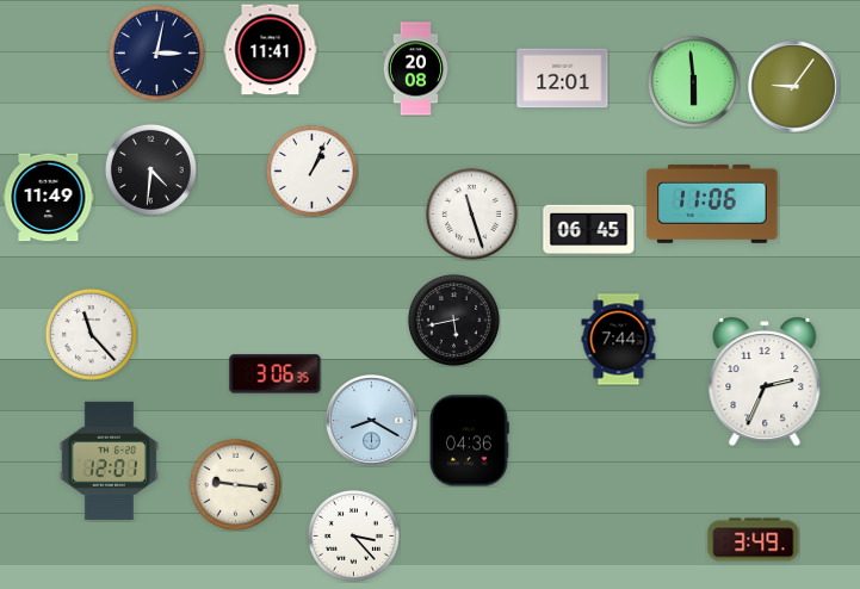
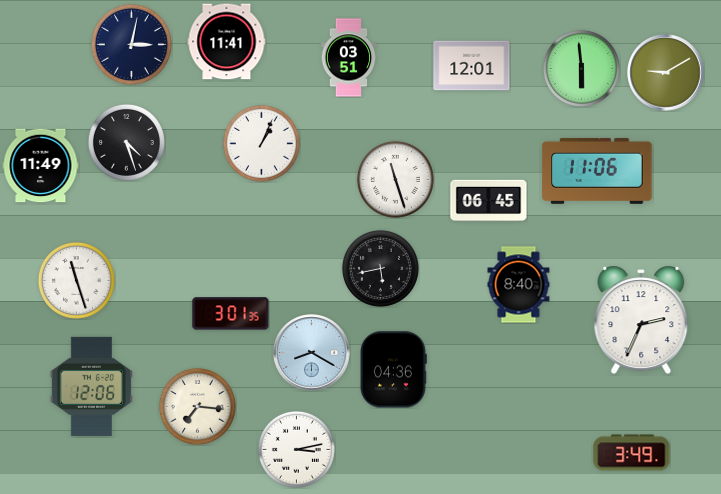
clock at (416, 69): 20:08 -> 03:51
clock at (794, 87): 9:06 -> 9:10
clock at (150, 169): 4:31 -> 4:27
clock at (589, 230) position: (589, 230) -> (489, 201)
clock at (91, 334): 11:23 -> 11:27
clock at (619, 340): 7:44 -> 8:40
clock at (276, 374): 3:06 -> 3:01
clock at (109, 460): 12:01 -> 12:06
clock at (235, 484): 9:16 -> 7:16
clock at (353, 535): 3:23 -> 3:13
